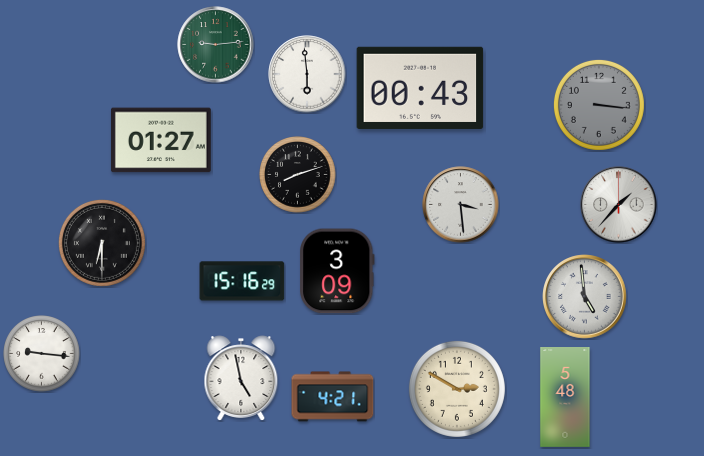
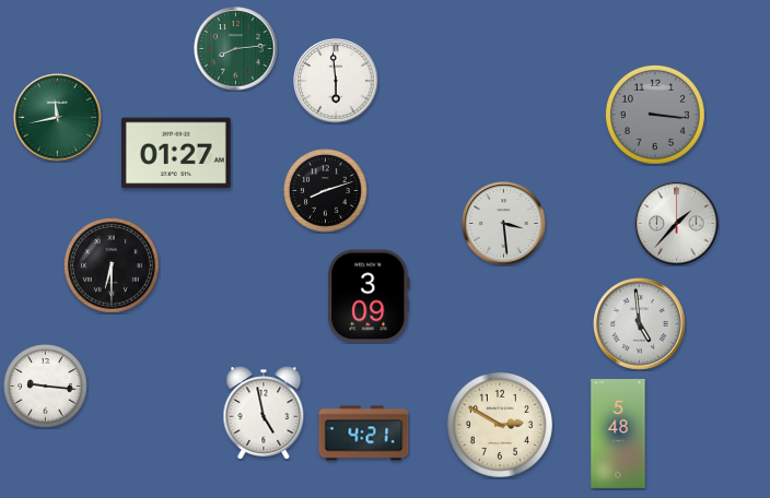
clock at (216, 45): 9:14 -> 8:14
clock at (420, 88): 00:43 -> none
clock at (58, 118): none -> 11:43
clock at (242, 281): 15:16 -> none
